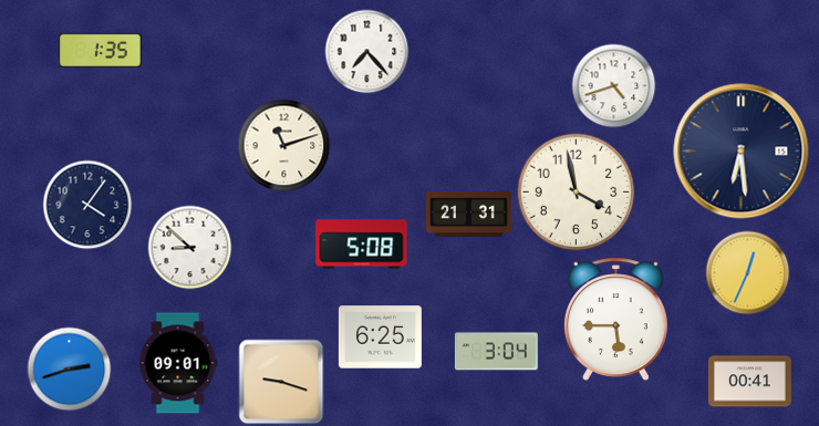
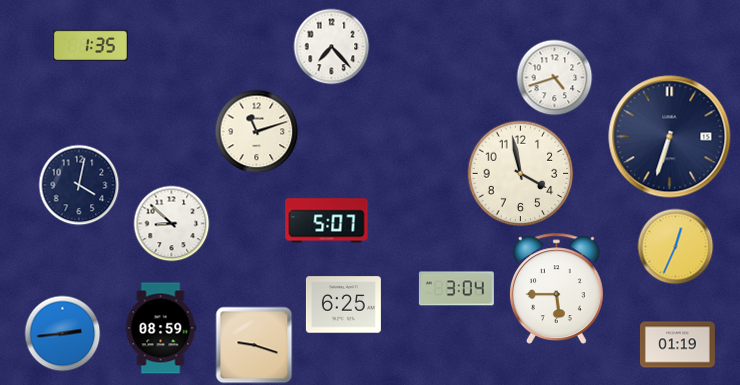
clock at (742, 152): 6:29 -> 6:33
clock at (87, 205): 4:06 -> 4:02
clock at (469, 215): 21:31 -> none
clock at (362, 245): 5:08 -> 5:07
clock at (496, 352) position: (496, 352) -> (456, 289)
clock at (178, 363): 09:01 -> 08:59
clock at (70, 370): 2:42 -> 2:44
clock at (749, 382): 00:41 -> 01:19
